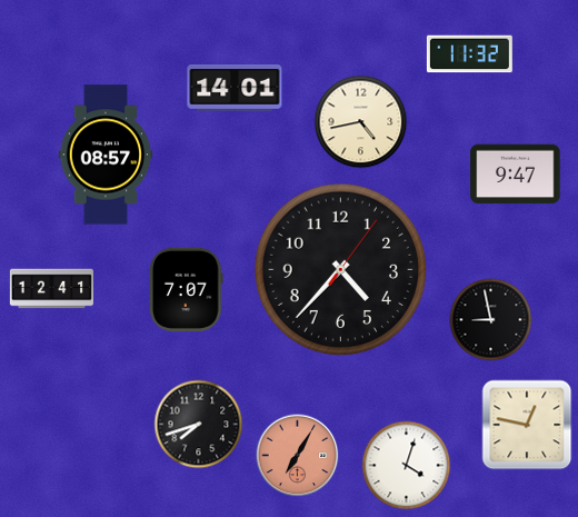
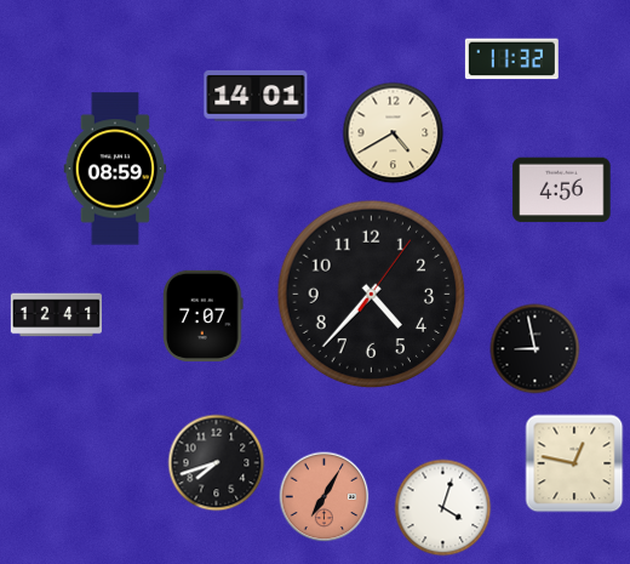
clock at (361, 122): 4:43 -> 4:40
clock at (106, 155): 08:57 -> 08:59
clock at (516, 175): 9:47 -> 4:56
